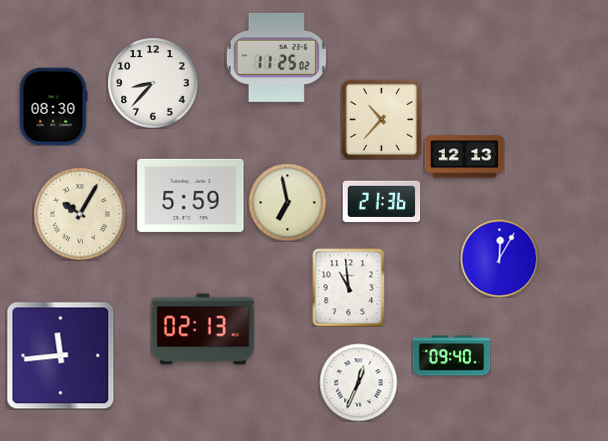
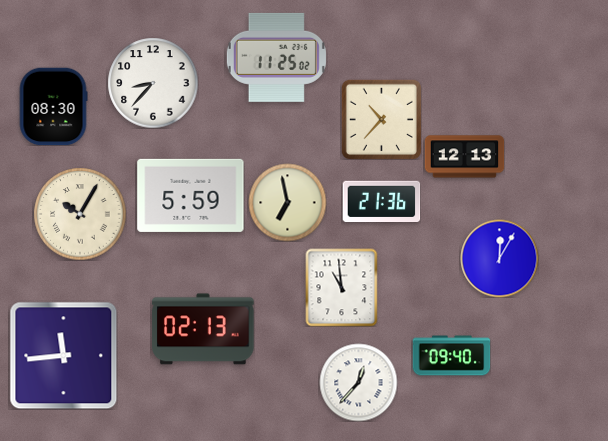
clock at (349, 287) position: (349, 287) -> (342, 287)
clock at (60, 355) position: (60, 355) -> (63, 355)
clock at (358, 382): 12:34 -> 12:37
